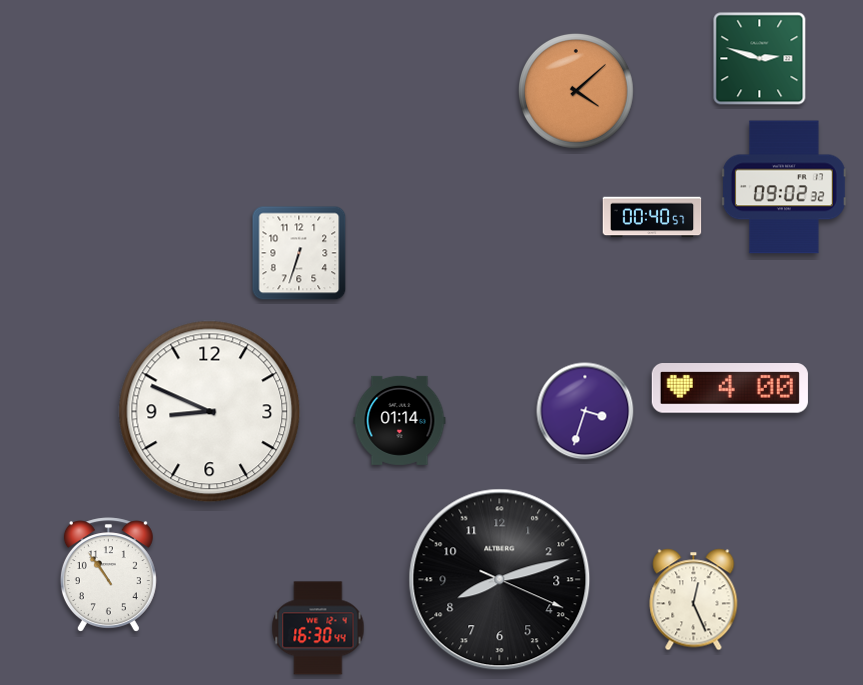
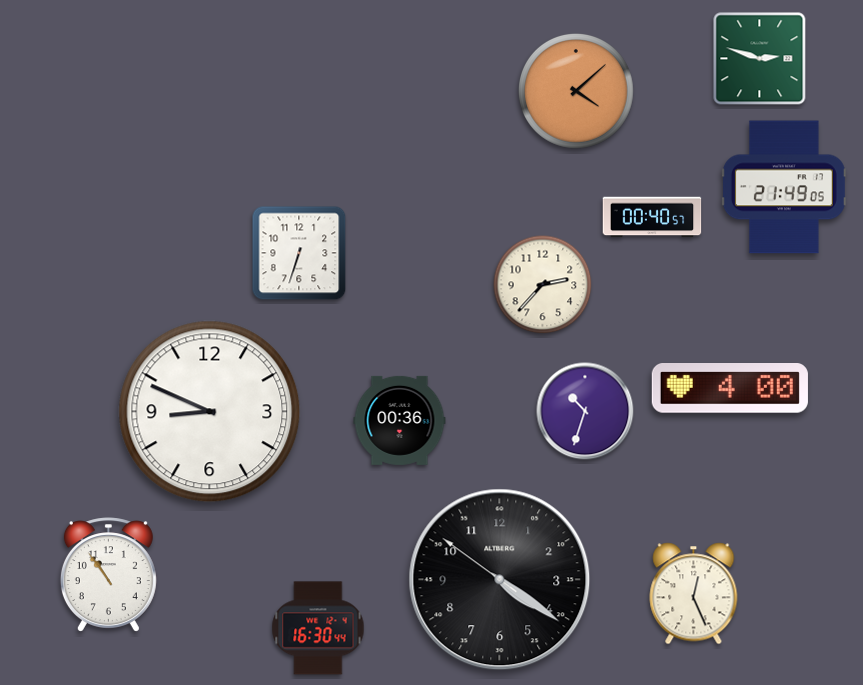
clock at (784, 187): 09:02 -> 21:49
clock at (543, 285): none -> 2:37
clock at (585, 411): 3:33 -> 10:33
clock at (400, 420): 01:14 -> 00:36
clock at (500, 580): 8:12 -> 4:20
clock at (694, 600) position: (694, 600) -> (694, 594)
